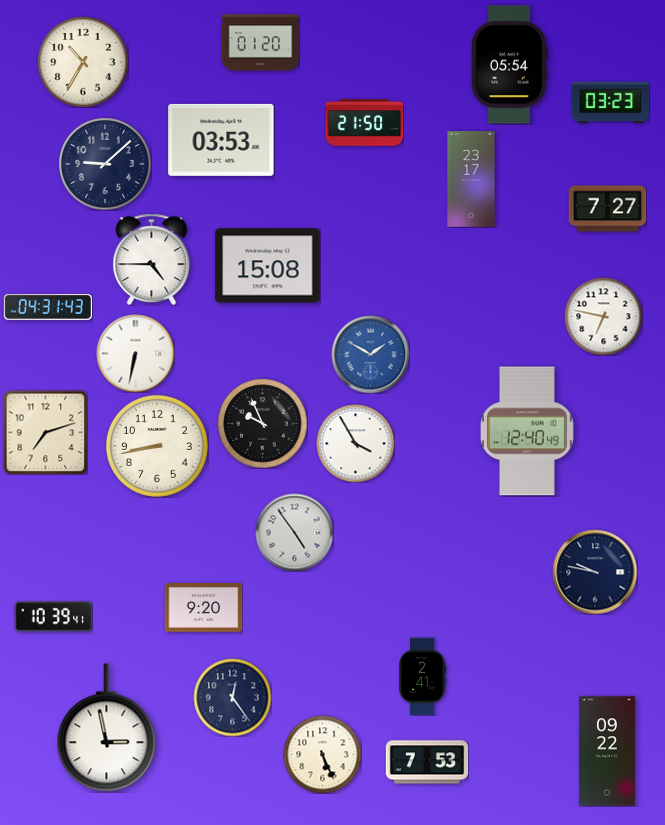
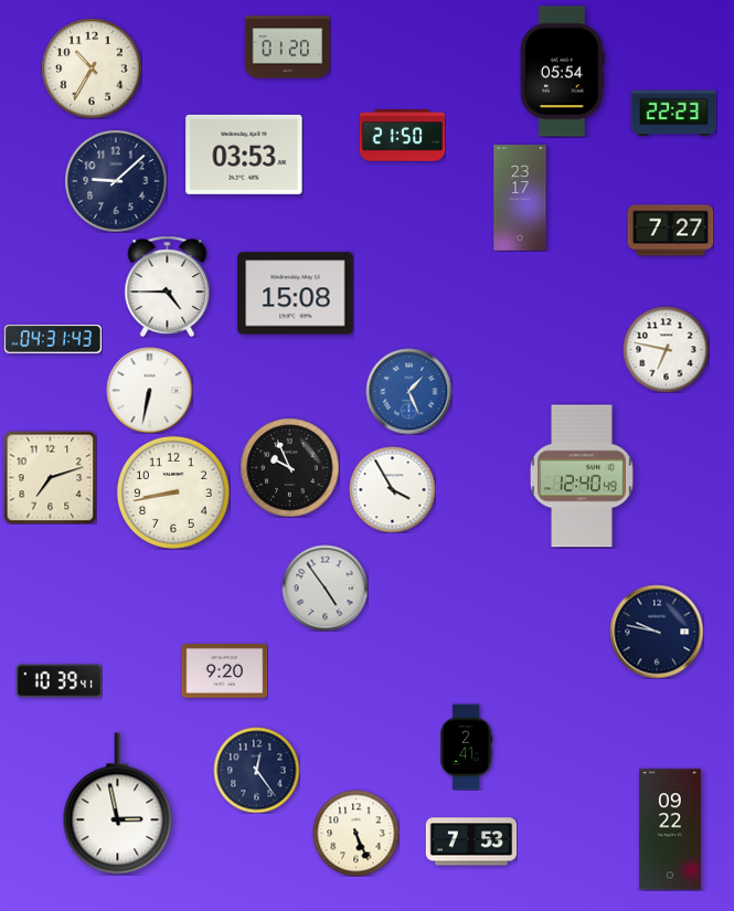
clock at (610, 103): 03:23 -> 22:23
clock at (370, 354): 1:50 -> 1:26
